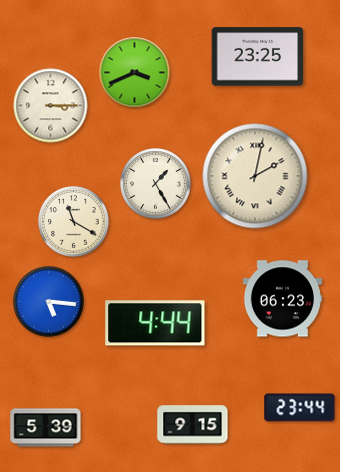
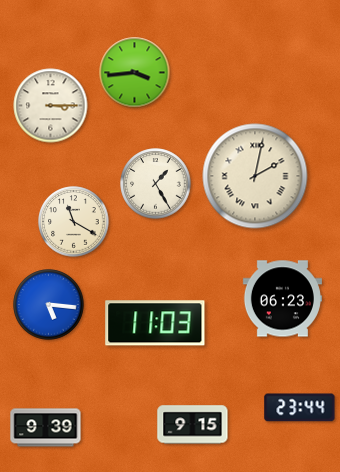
clock at (258, 57): 23:25 -> none
clock at (135, 73): 3:41 -> 3:44
clock at (49, 302) position: (49, 302) -> (49, 305)
clock at (155, 323): 4:44 -> 11:03
clock at (46, 428): 5:39 -> 9:39
